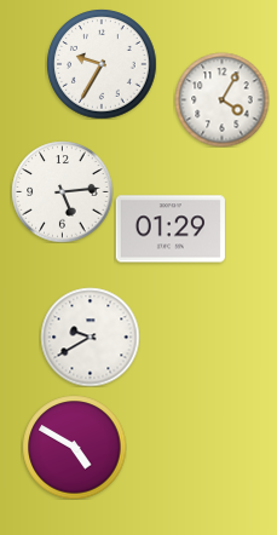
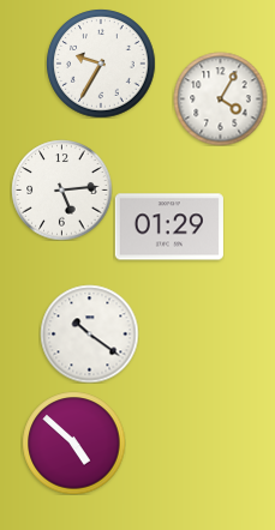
clock at (90, 336): 9:40 -> 10:21
clock at (74, 447): 4:50 -> 4:52
